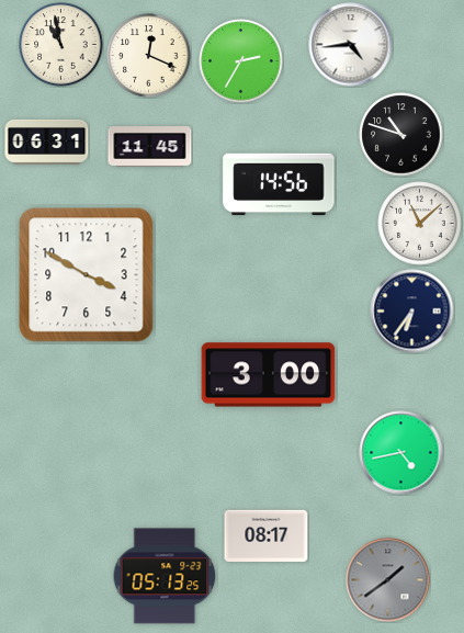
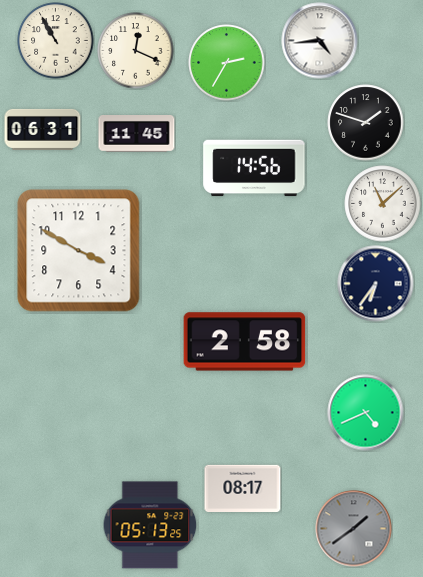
clock at (61, 45): 10:58 -> 10:55
clock at (241, 61) position: (241, 61) -> (227, 63)
clock at (401, 135): 10:48 -> 1:48
clock at (269, 375): 3:00 -> 2:58
clock at (401, 453): 4:43 -> 4:41
